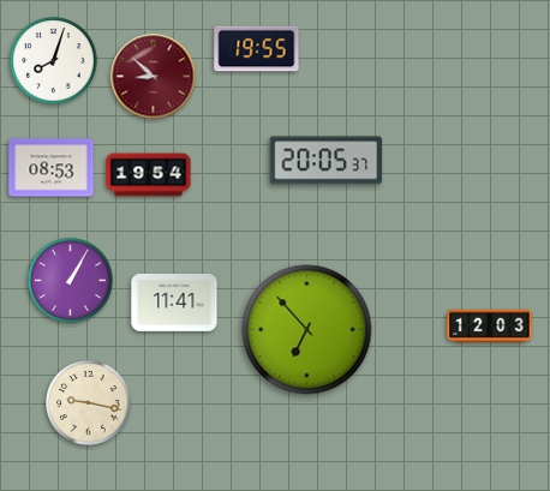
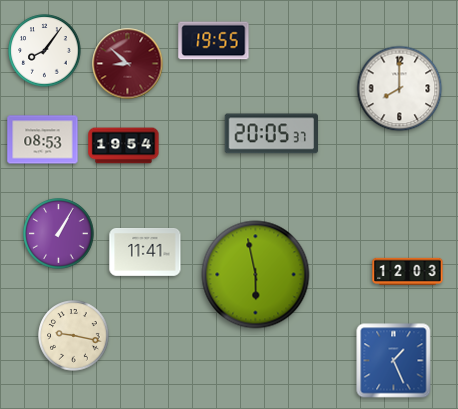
clock at (54, 61): 8:03 -> 8:06
clock at (400, 89): none -> 8:00
clock at (307, 330): 6:53 -> 5:58
clock at (394, 361): none -> 1:26
